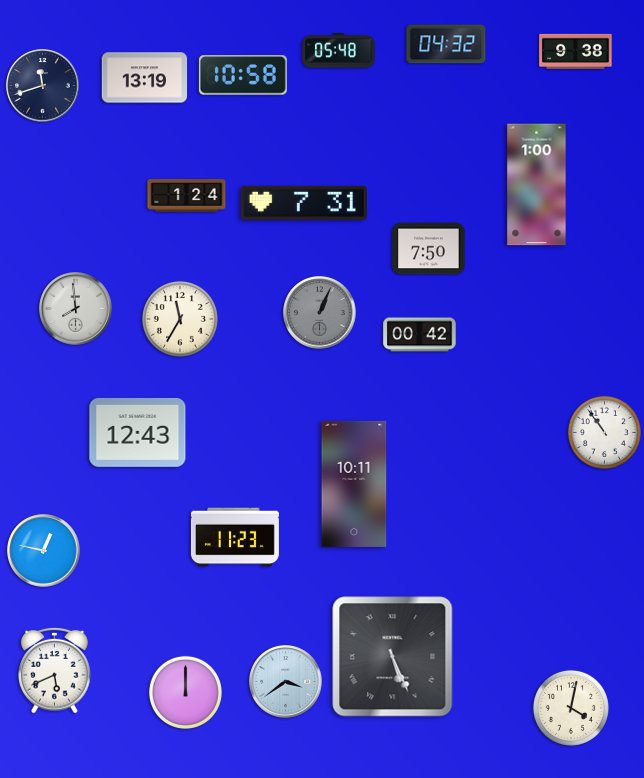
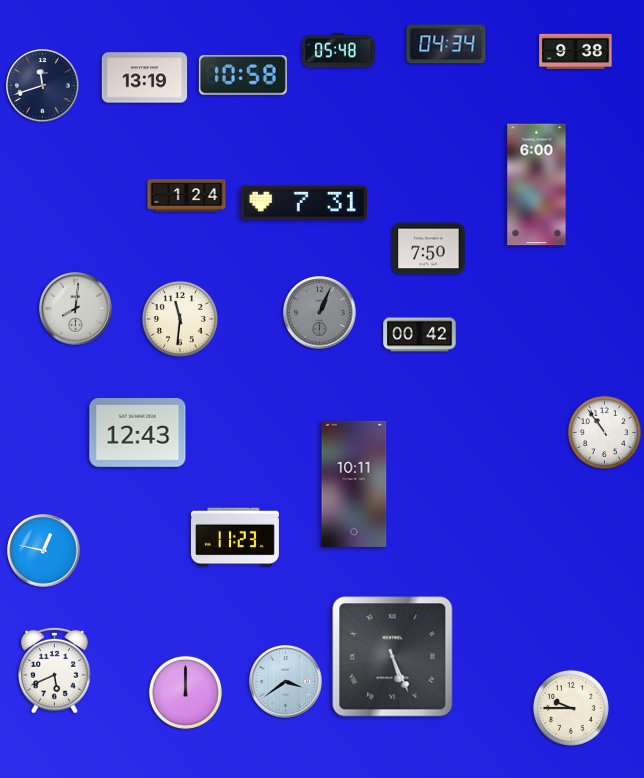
clock at (446, 44): 04:32 -> 04:34
clock at (537, 185): 1:00 -> 6:00
clock at (76, 309): 7:59 -> 8:01
clock at (180, 319): 11:35 -> 11:31
clock at (571, 708): 4:02 -> 9:45
